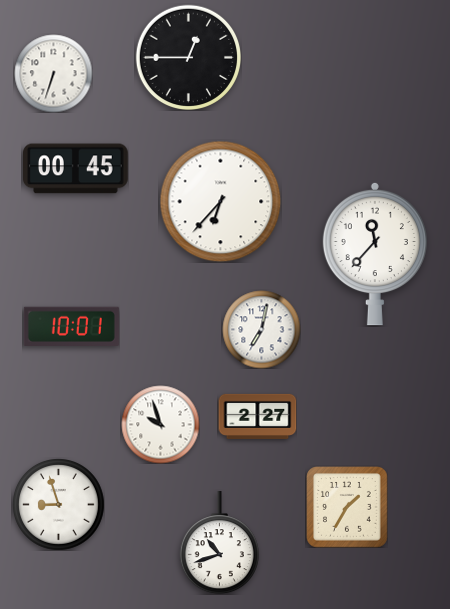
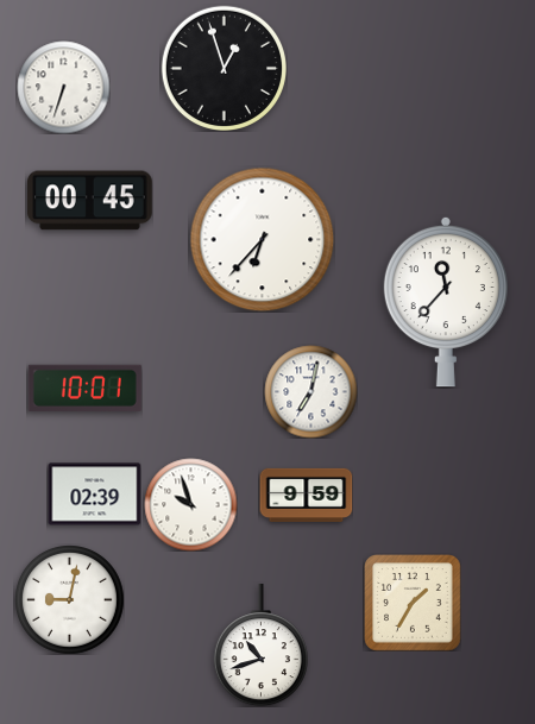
clock at (188, 57): 12:45 -> 12:57
clock at (94, 495): none -> 02:39
clock at (257, 416): 2:27 -> 9:59
clock at (59, 505): 8:57 -> 9:02
